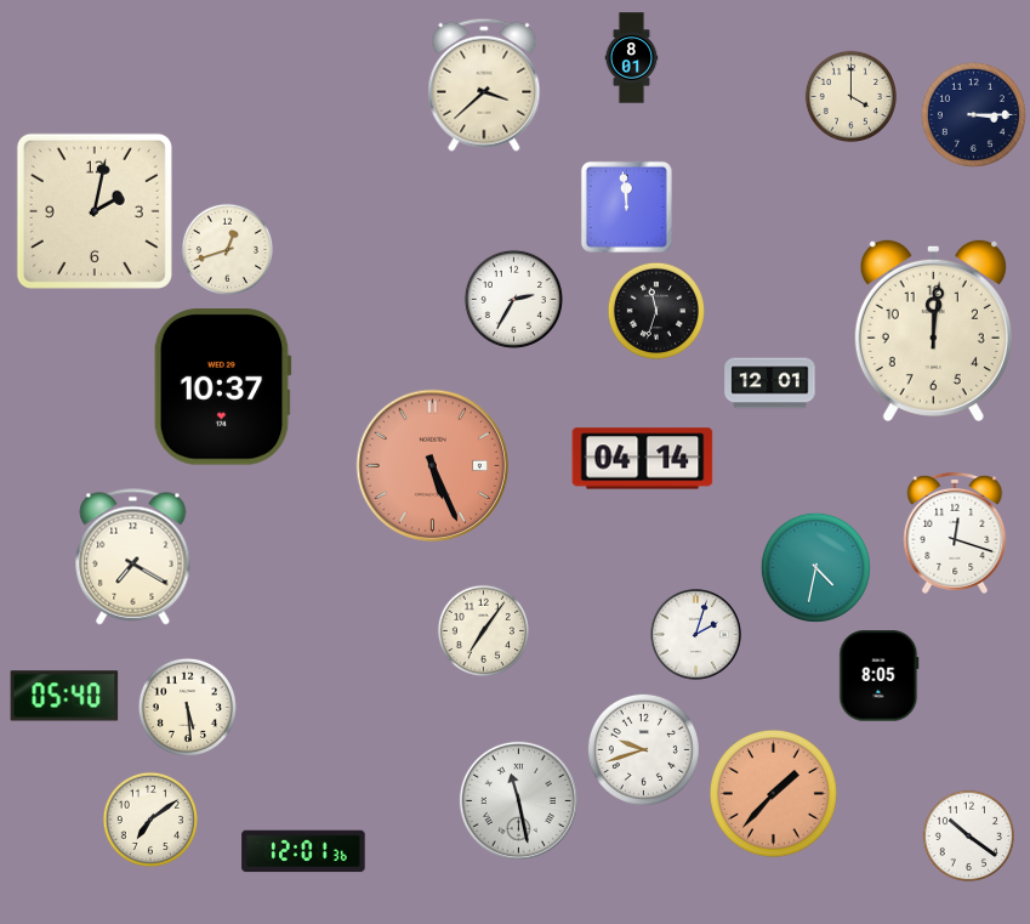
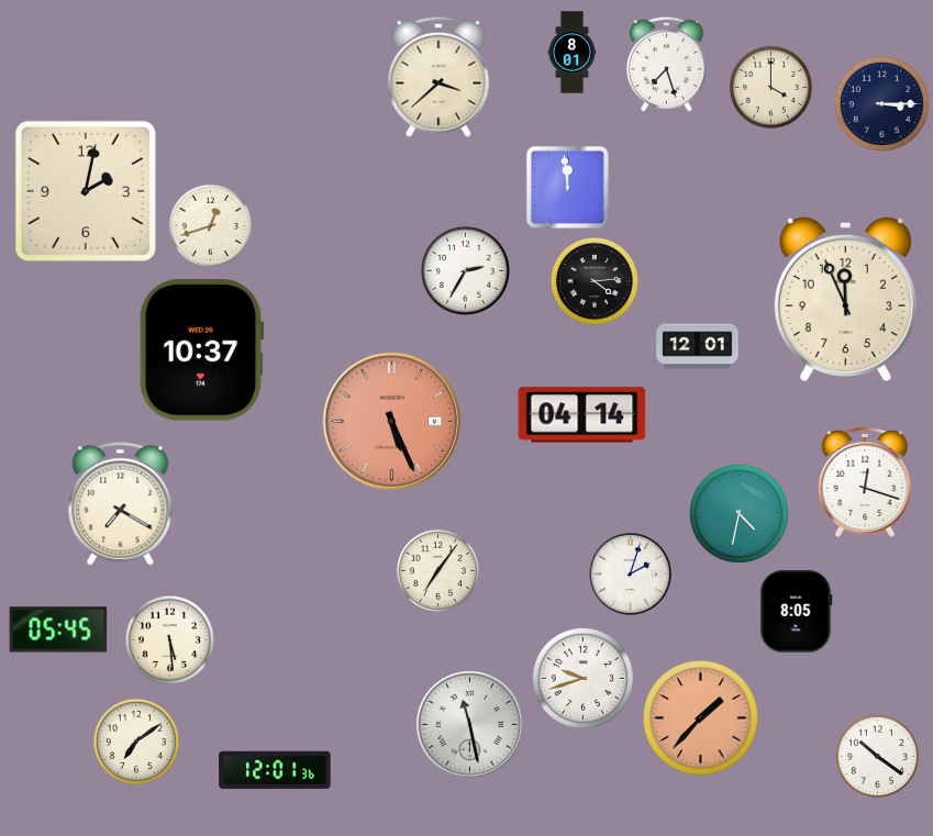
clock at (666, 64): none -> 7:27
clock at (227, 249) position: (227, 249) -> (210, 225)
clock at (656, 311): 11:33 -> 4:14
clock at (933, 330): 12:01 -> 11:56
clock at (64, 696): 05:40 -> 05:45
